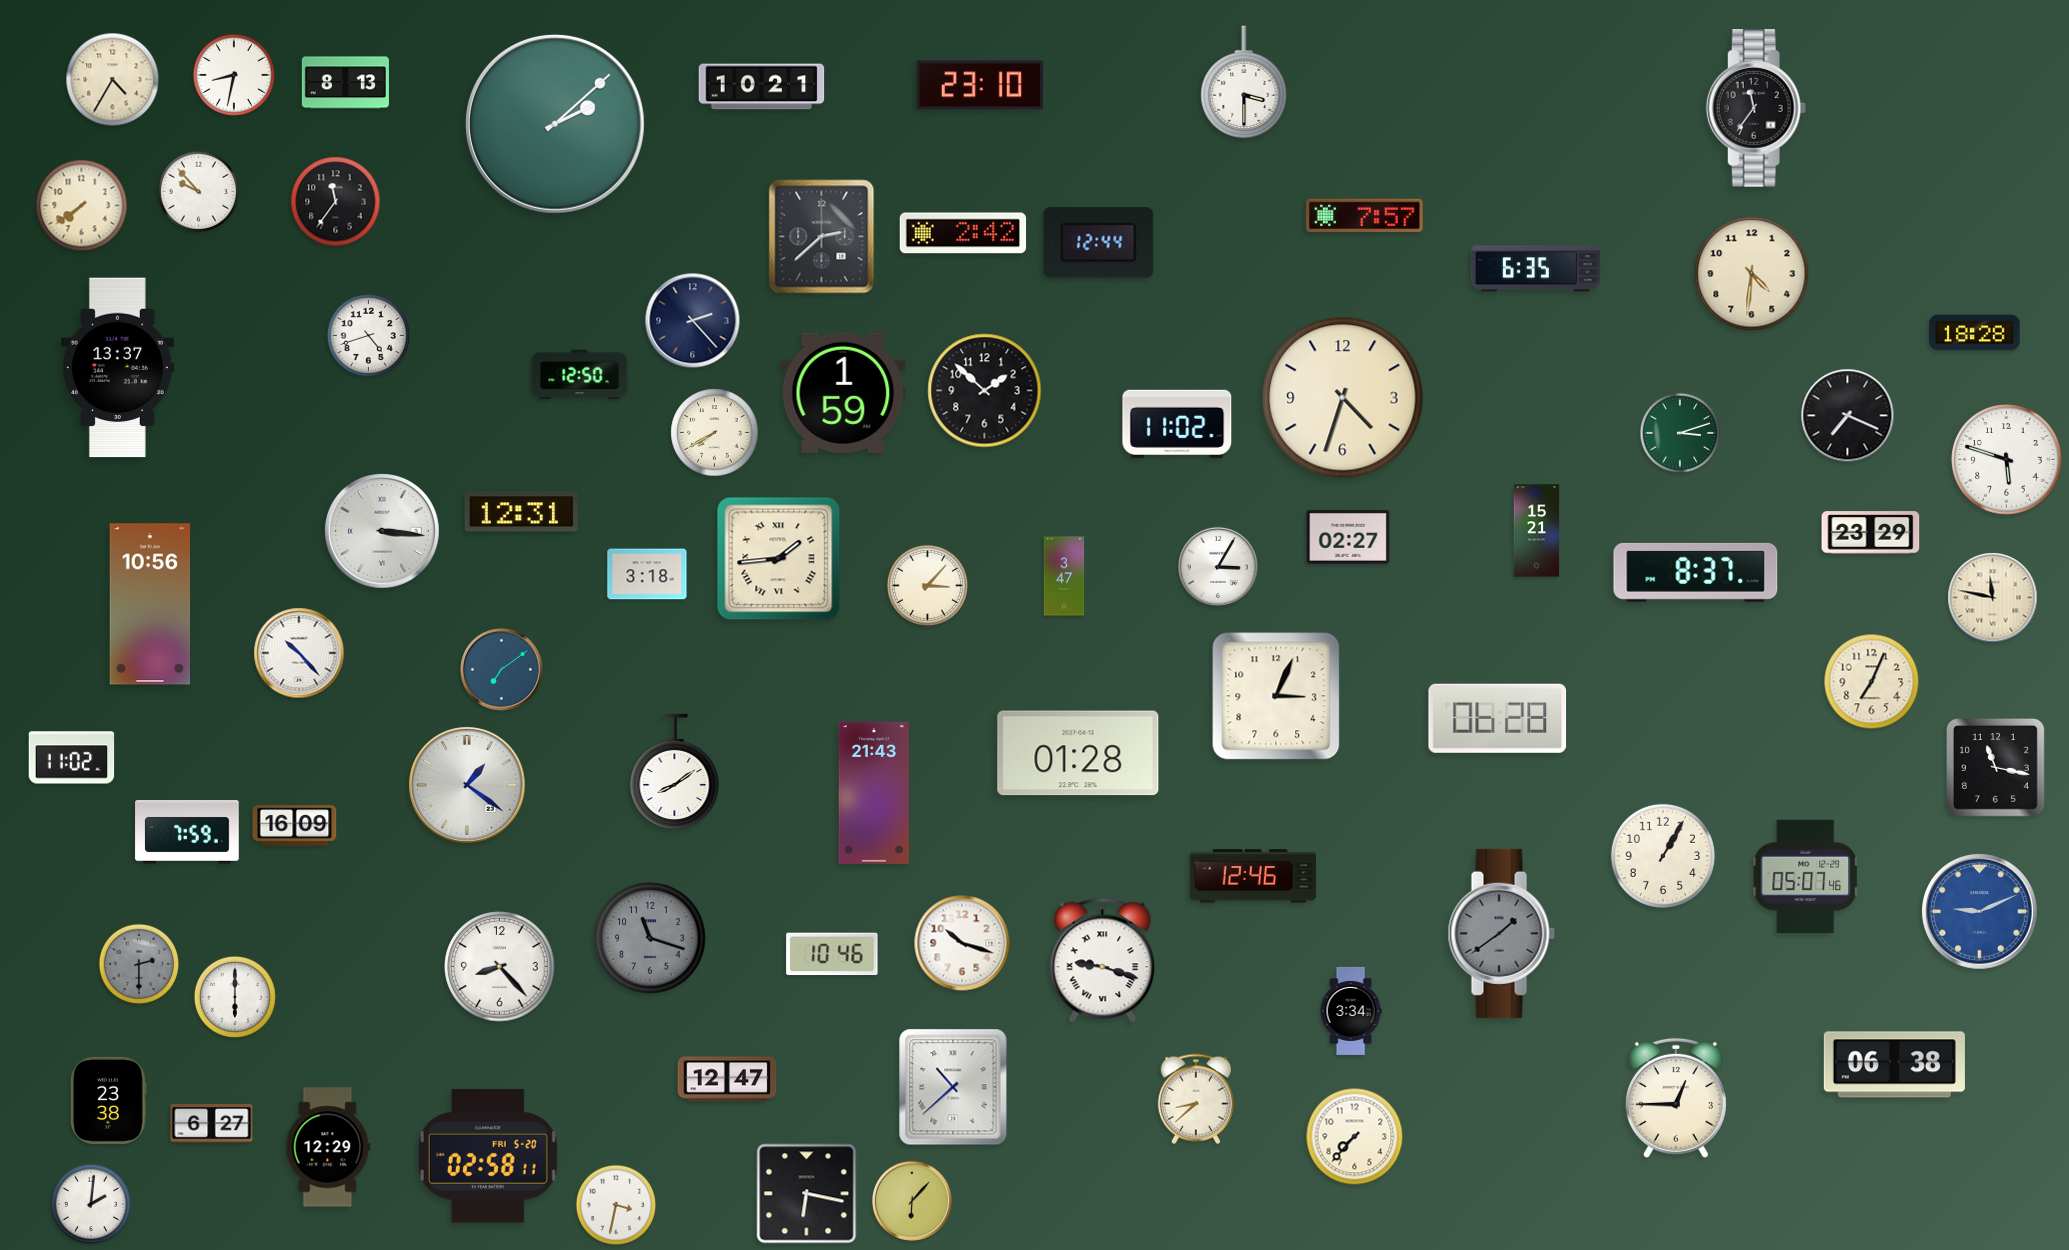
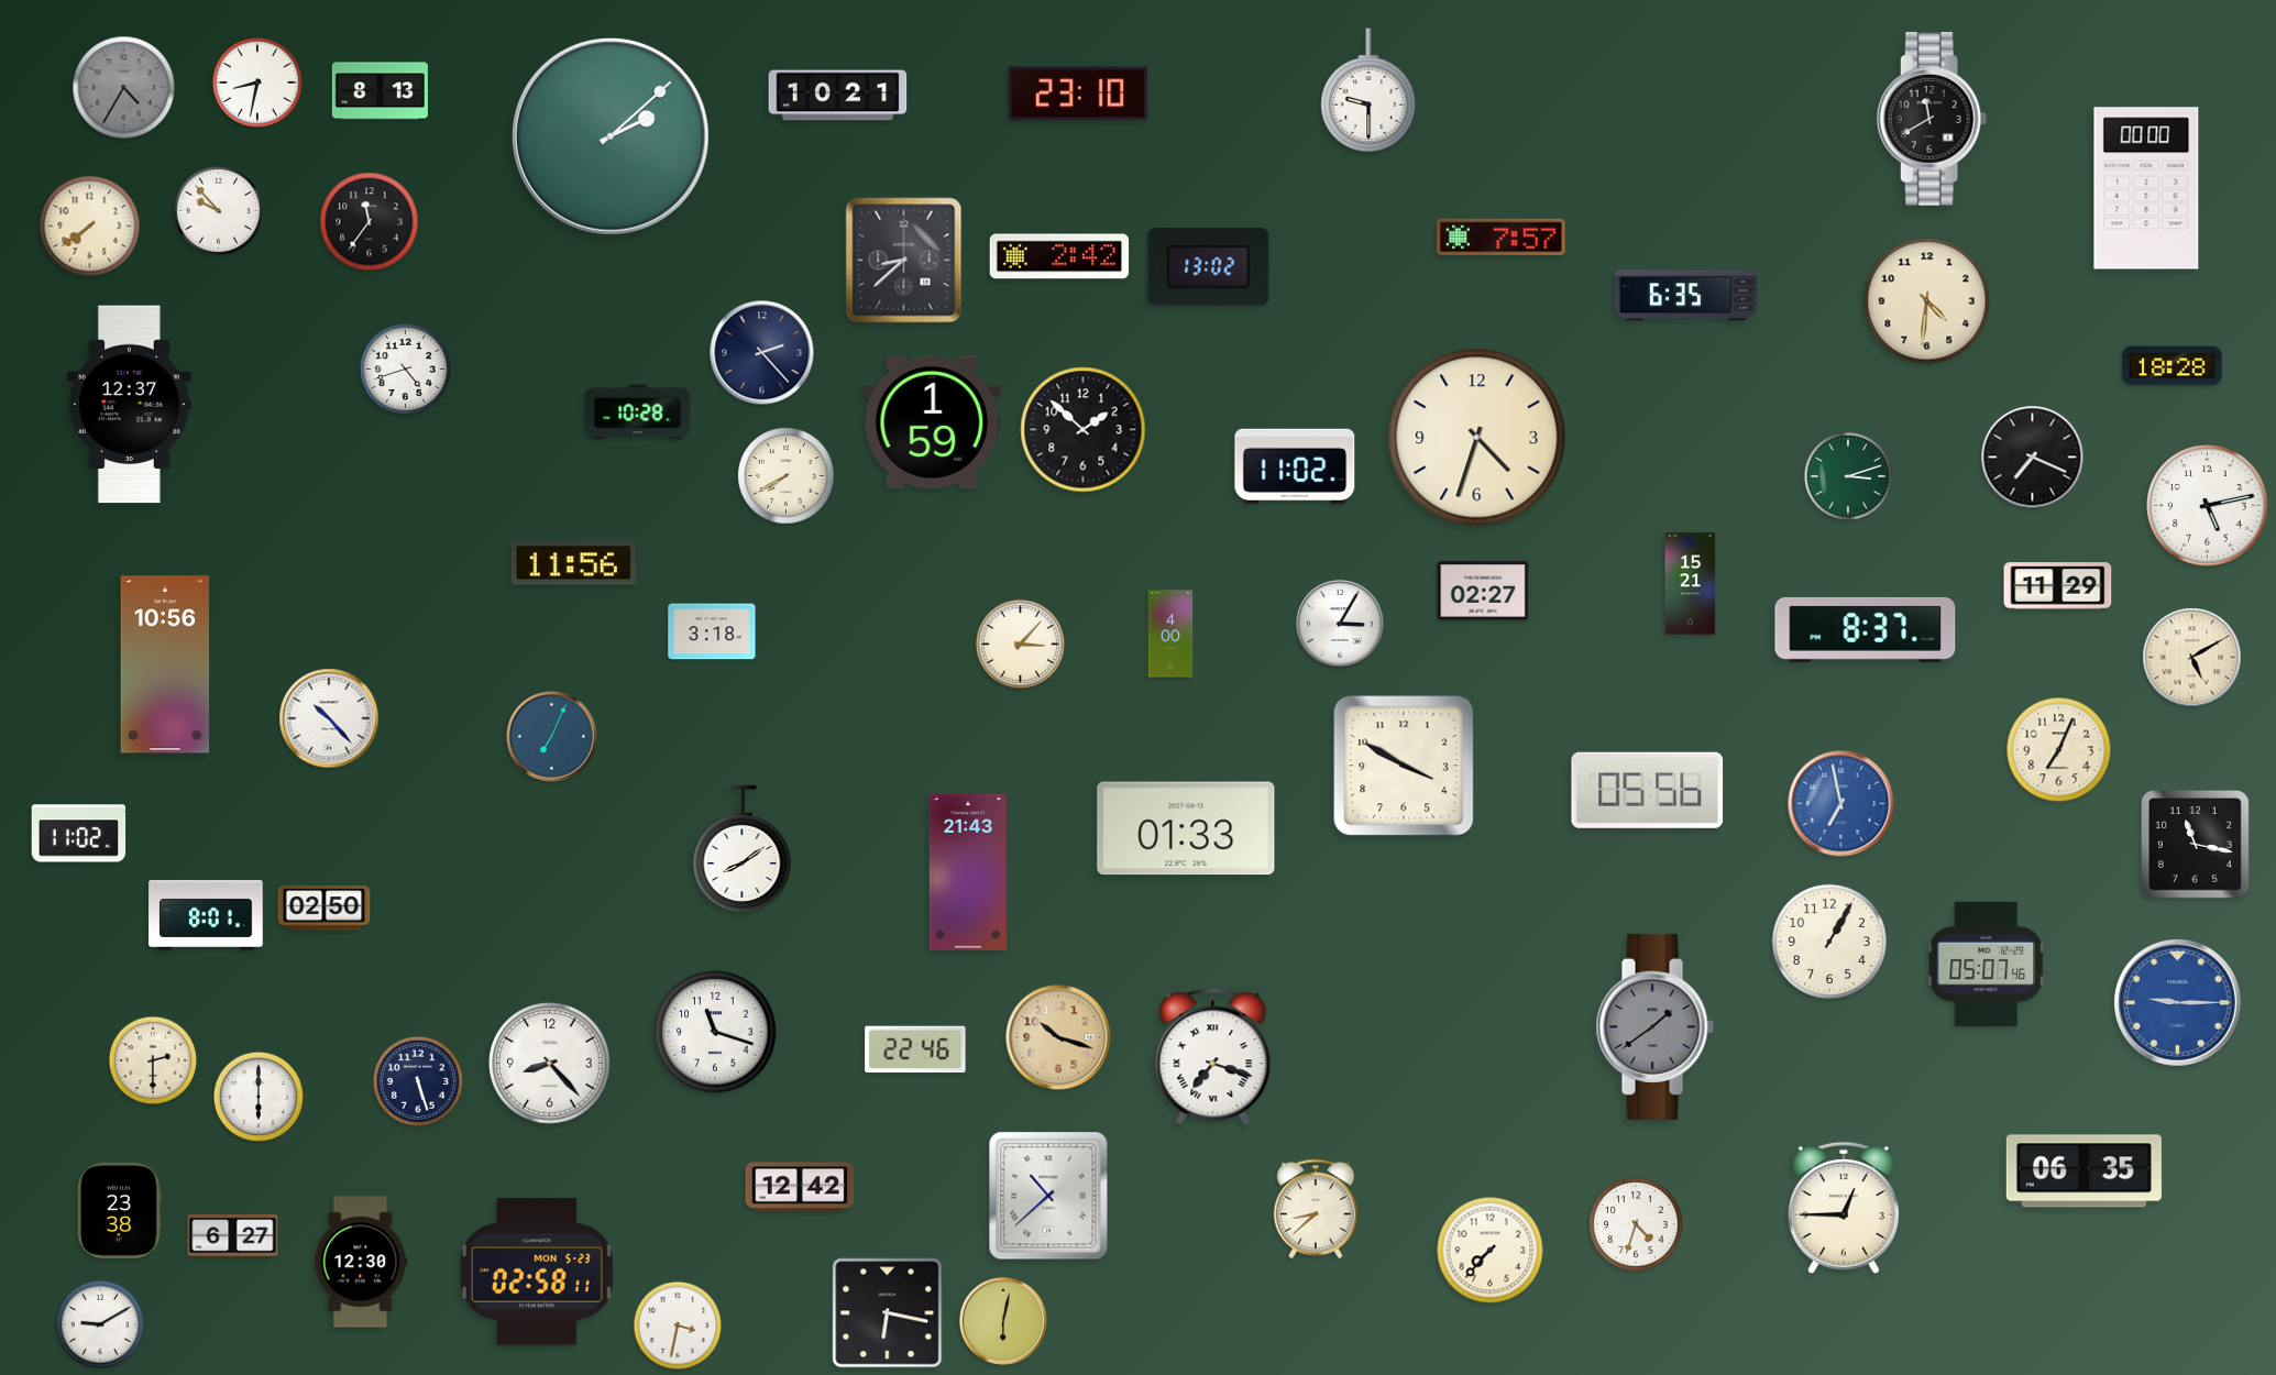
clock at (113, 80) dial: cream -> grey
clock at (1244, 83): 3:30 -> 9:30
clock at (1756, 109): 11:36 -> 11:40
clock at (2146, 188): none -> 00:00
clock at (822, 237): 2:38 -> 8:38
clock at (1099, 243): 12:44 -> 13:02
clock at (1535, 269) position: (1535, 269) -> (1685, 296)
clock at (117, 368): 13:37 -> 12:37
clock at (580, 375): 12:50 -> 10:28
clock at (843, 393) position: (843, 393) -> (932, 422)
clock at (2007, 460): 5:48 -> 5:13
clock at (521, 512): 12:31 -> 11:56
clock at (382, 531): 3:16 -> none
clock at (1871, 533): 23:29 -> 11:29
clock at (779, 559): 1:44 -> none
clock at (1064, 576): 3:47 -> 4:00
clock at (1993, 598): 11:47 -> 5:10
clock at (502, 670): 7:09 -> 7:04
clock at (1276, 696): 3:04 -> 3:50
clock at (1498, 718): 06:28 -> 05:56
clock at (1841, 804): none -> 6:58
clock at (1078, 753): 01:28 -> 01:33
clock at (467, 785): 1:21 -> none
clock at (874, 793) position: (874, 793) -> (968, 872)
clock at (295, 826): 16:09 -> 02:50
clock at (187, 832): 7:59 -> 8:01
clock at (1253, 876): 12:46 -> none
clock at (1980, 912): 9:11 -> 9:15
clock at (1501, 933) position: (1501, 933) -> (1654, 1026)
clock at (650, 938) dial: grey -> white
clock at (962, 943) dial: white -> champagne
clock at (832, 954): 10:46 -> 22:46
clock at (1103, 961): 9:18 -> 7:18
clock at (139, 964) dial: grey -> cream
clock at (418, 1081): none -> 5:27
clock at (1351, 1011): 3:34 -> none
clock at (1894, 1065): 06:38 -> 06:35
clock at (727, 1079): 12:47 -> 12:42
clock at (1636, 1224): none -> 4:33
clock at (328, 1147): 12:29 -> 12:30
clock at (488, 1156) date: FRI 5-20 -> MON 5-23
clock at (912, 1201): 6:07 -> 6:02
clock at (91, 1204): 2:01 -> 9:10
